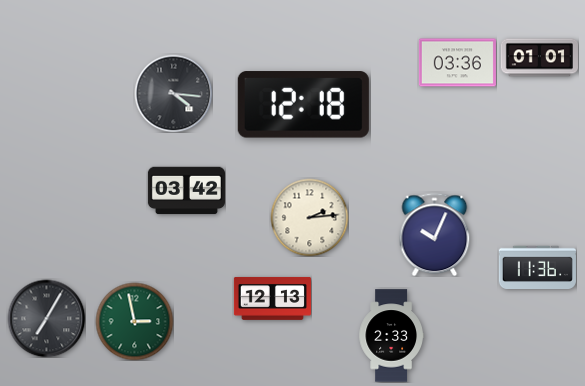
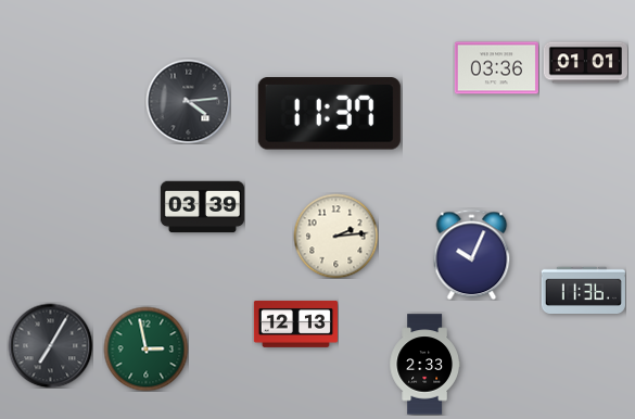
clock at (173, 93): 4:16 -> 4:14
clock at (303, 105): 12:18 -> 11:37
clock at (186, 191): 03:42 -> 03:39
